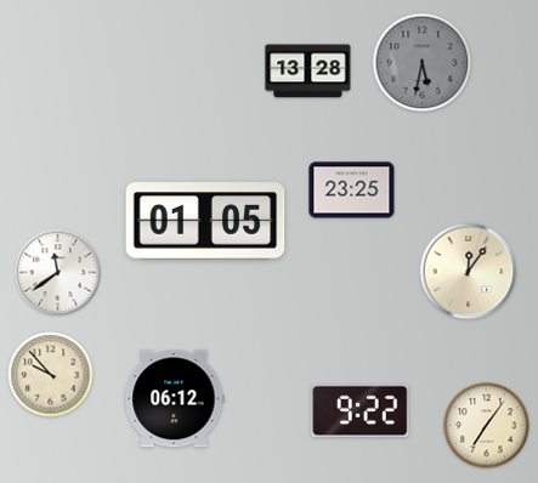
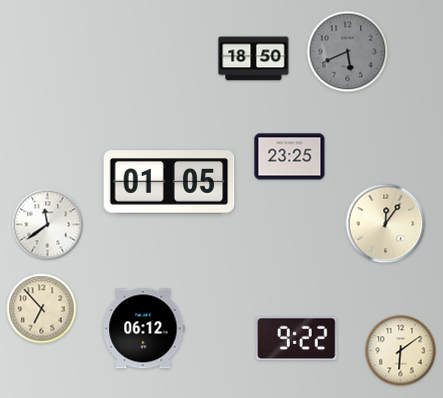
clock at (423, 63): 5:32 -> 5:41
clock at (308, 72): 13:28 -> 18:50
clock at (51, 375): 9:53 -> 6:53
clock at (487, 426): 7:06 -> 6:09
